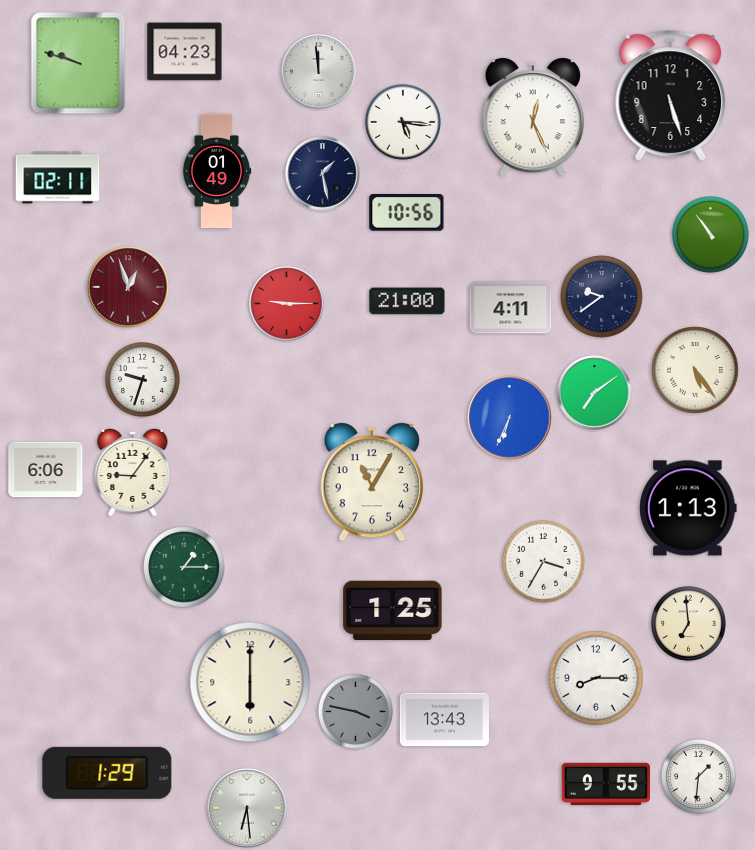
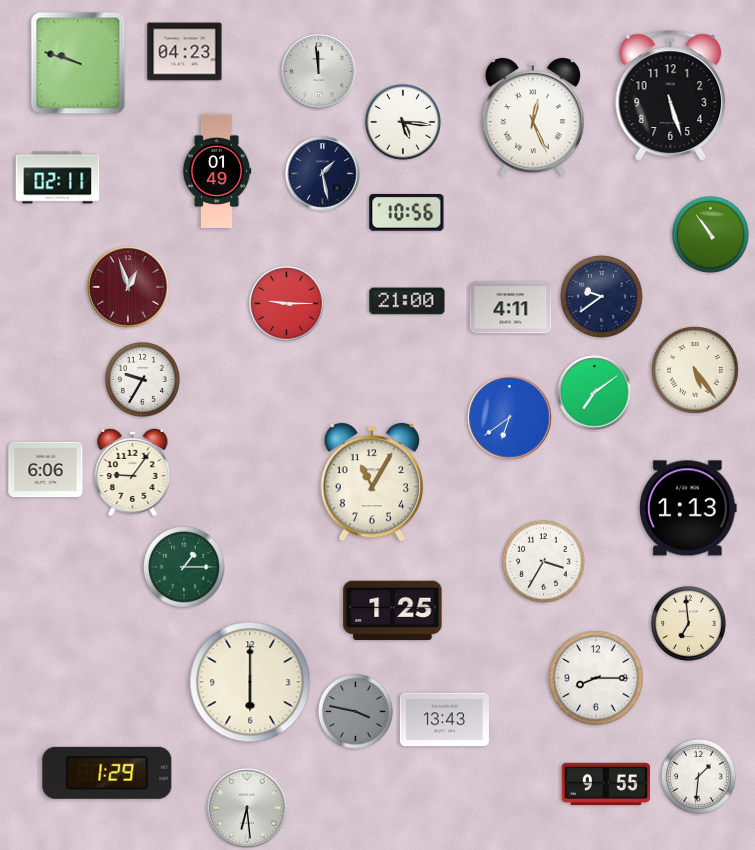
clock at (142, 379): 9:33 -> 9:35
clock at (510, 418): 6:34 -> 6:39
